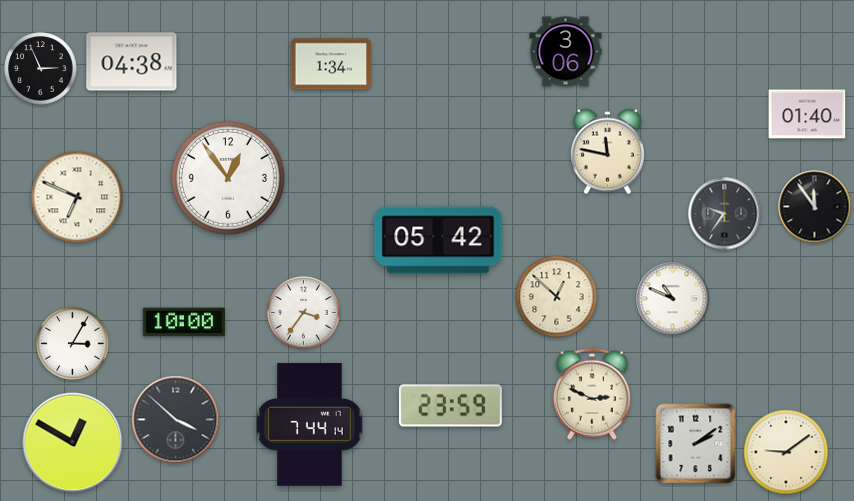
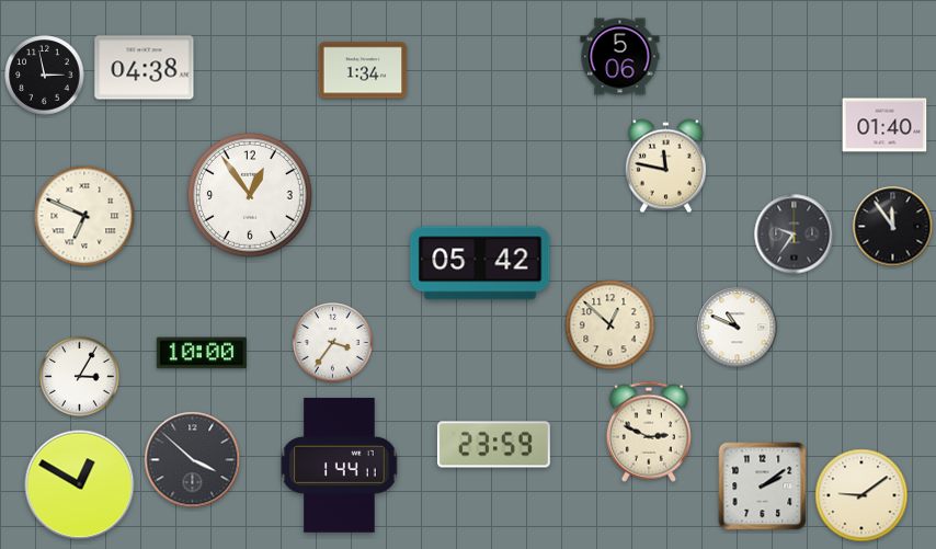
clock at (566, 52): 3:06 -> 5:06
clock at (41, 69): 2:56 -> 2:58
clock at (310, 425): 7:44 -> 1:44
